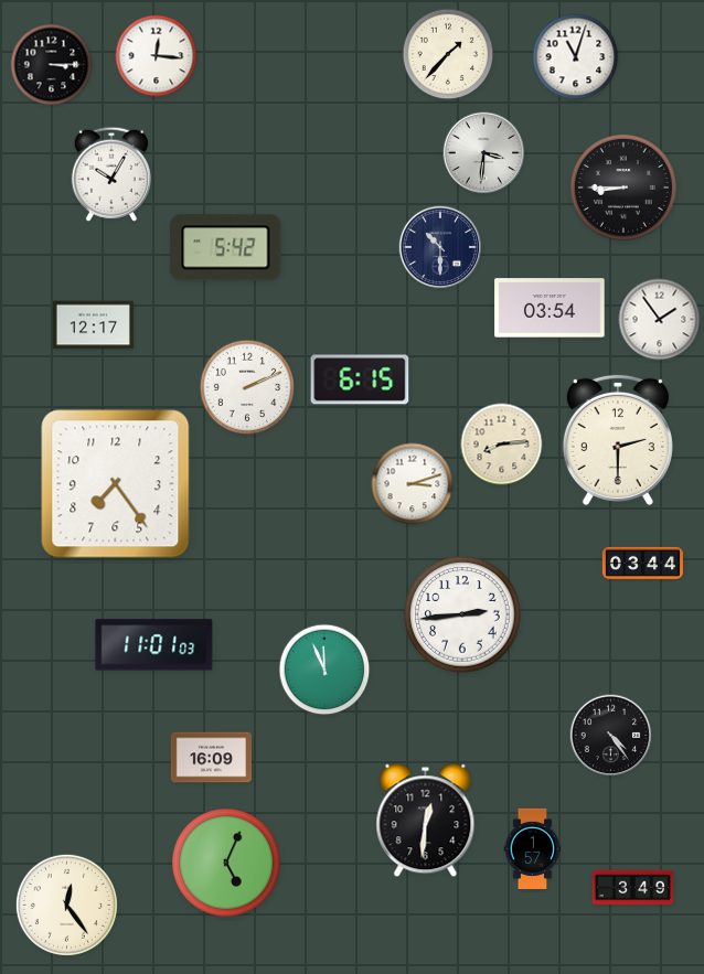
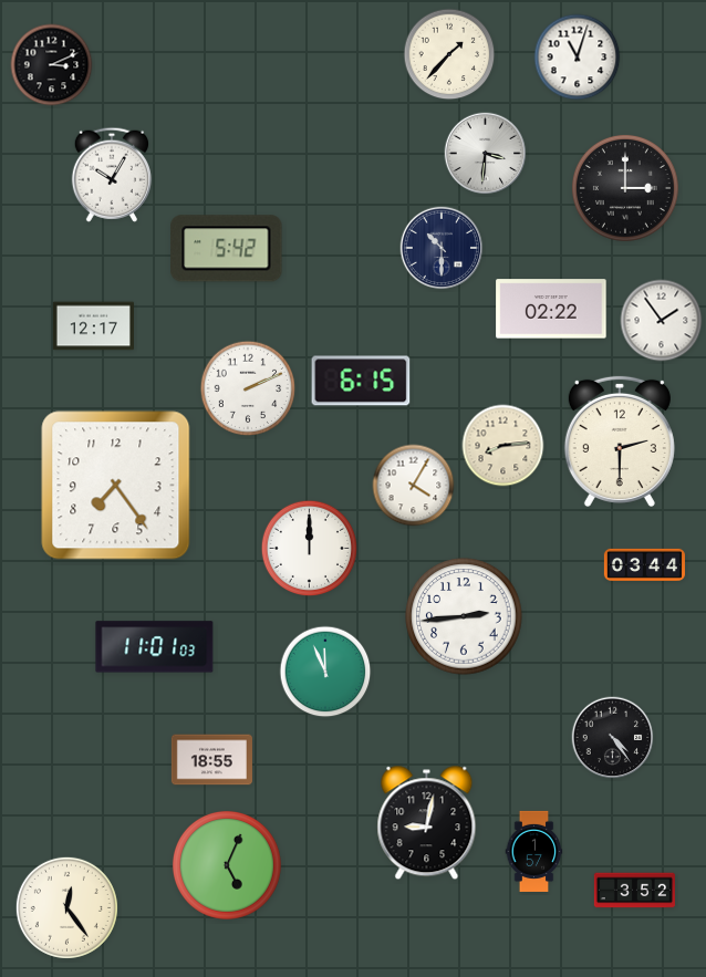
clock at (157, 56): 12:16 -> none
clock at (52, 65): 3:15 -> 3:11
clock at (623, 188): 8:45 -> 3:00
clock at (550, 308): 03:54 -> 02:22
clock at (413, 484): 3:12 -> 4:05
clock at (310, 549): none -> 12:00
clock at (211, 758): 16:09 -> 18:55
clock at (426, 821): 12:31 -> 9:02
clock at (632, 888): 3:49 -> 3:52
